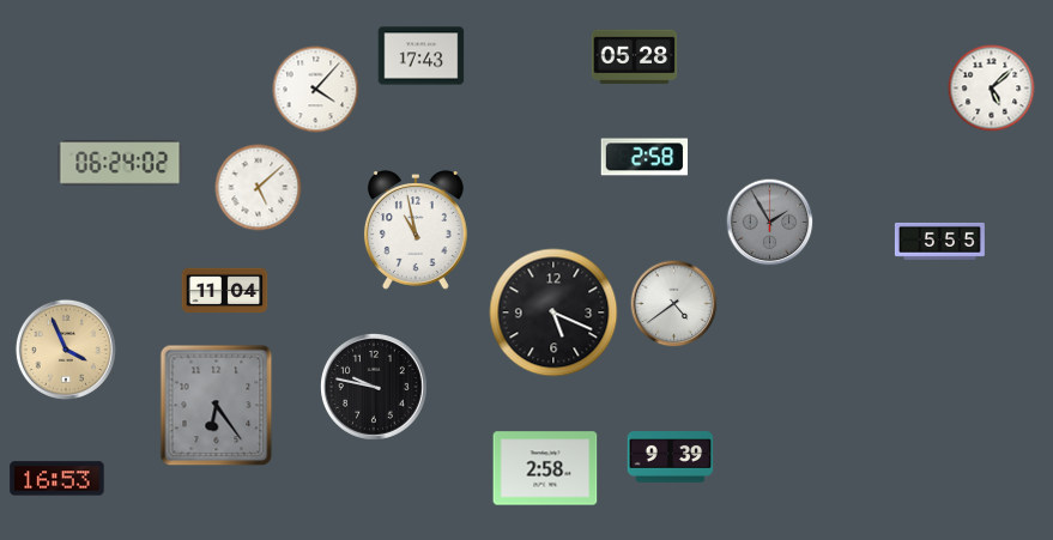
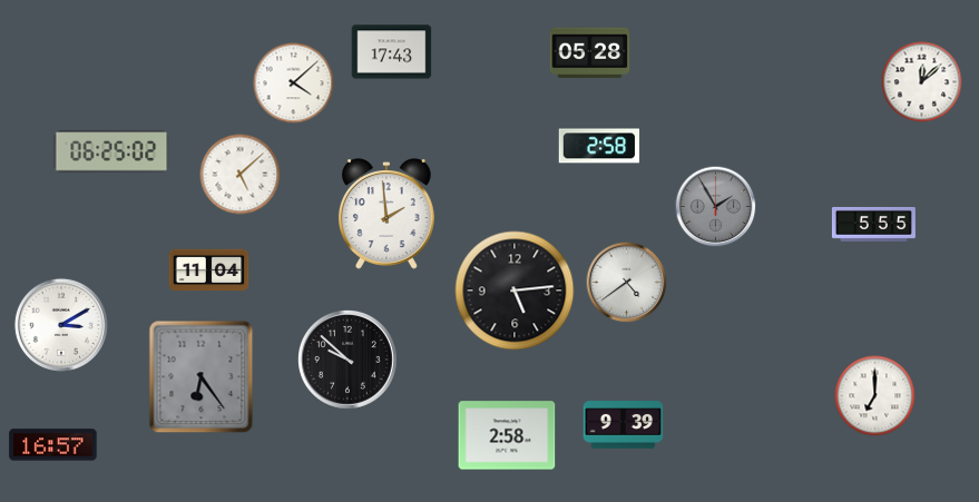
clock at (992, 89): 5:08 -> 12:08
clock at (316, 90): 4:07 -> 4:08
clock at (120, 163): 06:24 -> 06:25
clock at (416, 230): 10:58 -> 1:59
clock at (553, 313): 5:19 -> 5:14
clock at (66, 350): 3:56 -> 3:10
clock at (66, 350) dial: champagne -> white
clock at (375, 388): 9:47 -> 9:52
clock at (875, 396): none -> 7:00
clock at (58, 479): 16:53 -> 16:57
